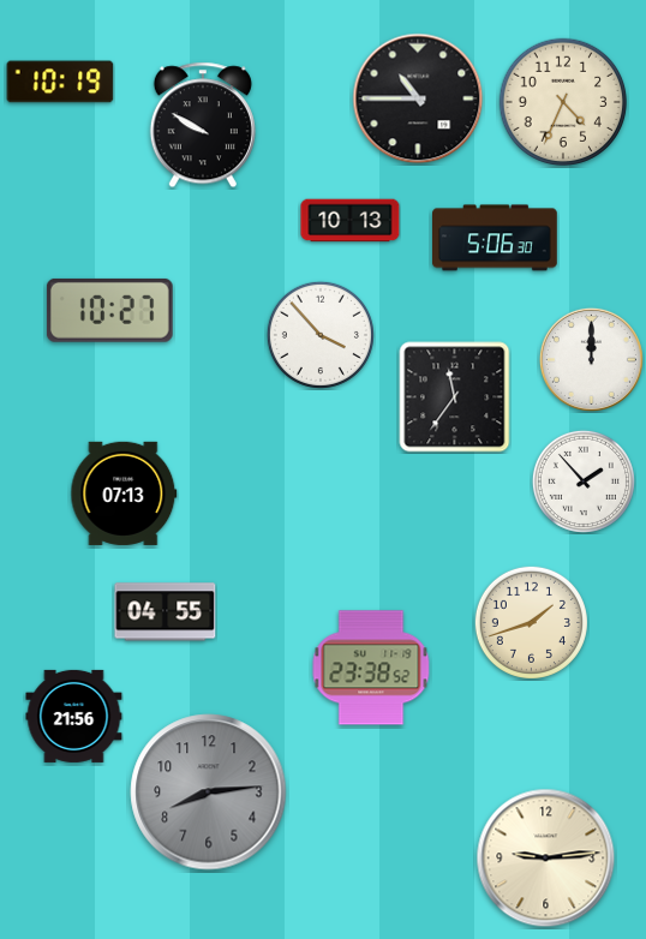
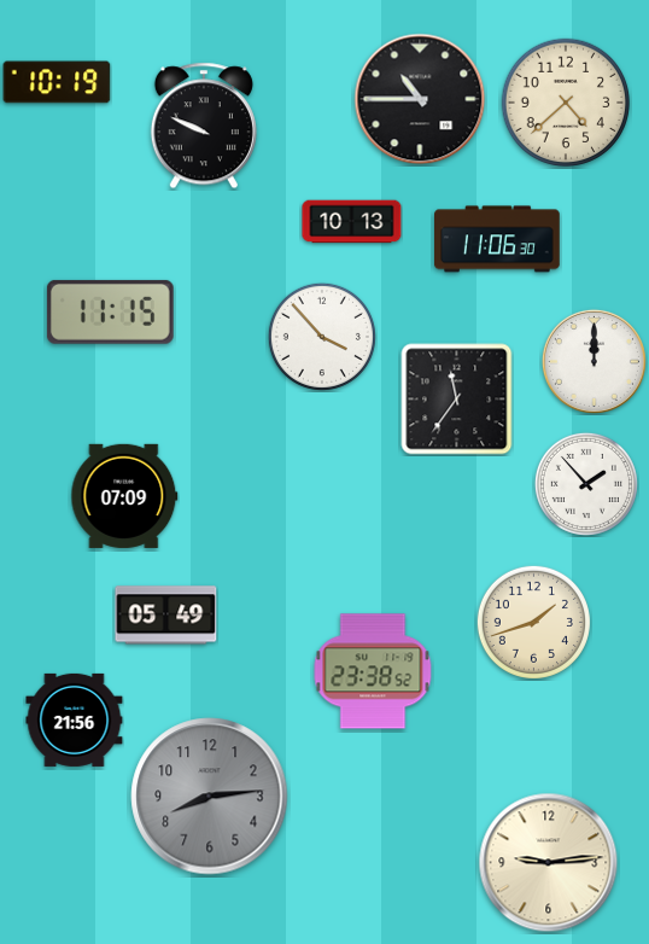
clock at (60, 82) position: (60, 82) -> (57, 82)
clock at (563, 102): 4:34 -> 4:38
clock at (203, 125): 9:50 -> 9:49
clock at (496, 238): 5:06 -> 11:06
clock at (109, 310): 10:27 -> 11:15
clock at (124, 494): 07:13 -> 07:09
clock at (166, 612): 04:55 -> 05:49
clock at (531, 622) position: (531, 622) -> (533, 622)
